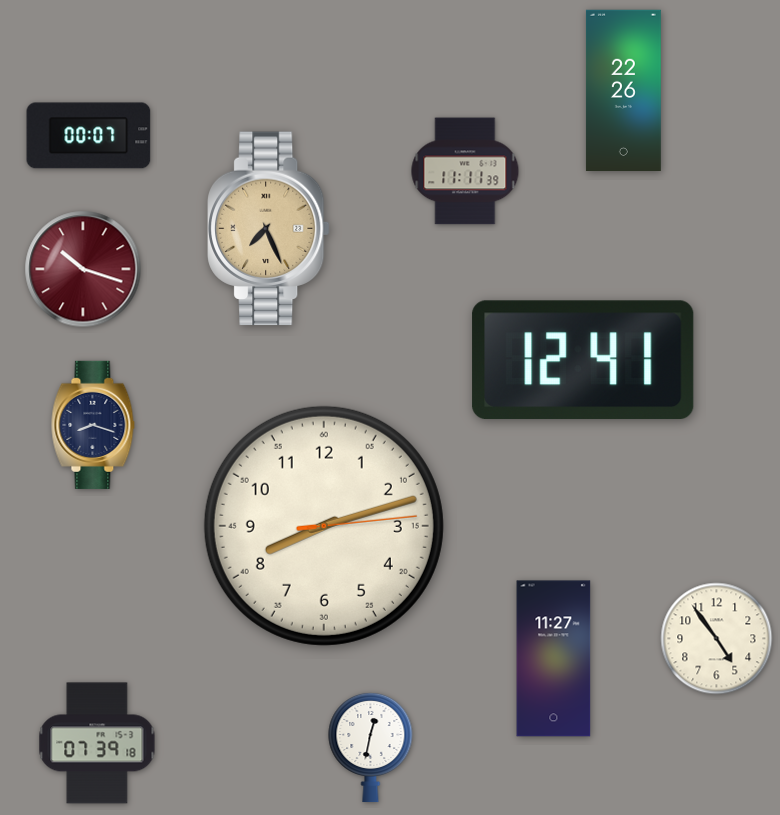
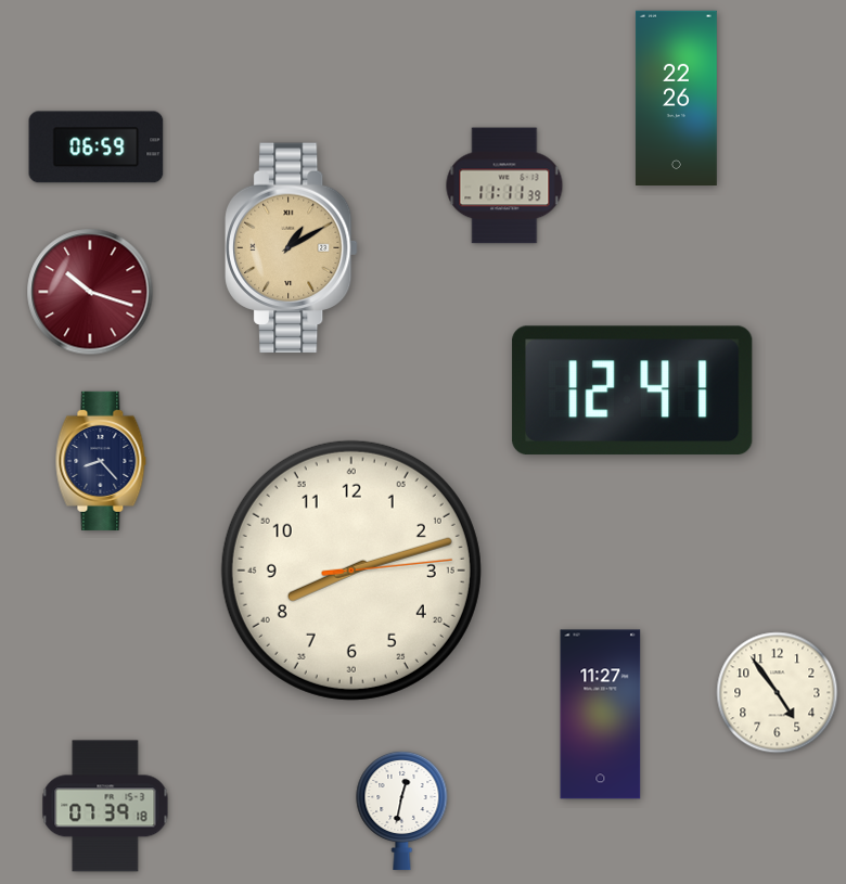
clock at (89, 136): 00:07 -> 06:59
clock at (269, 229): 7:26 -> 1:10
clock at (93, 425): 8:18 -> 8:23
